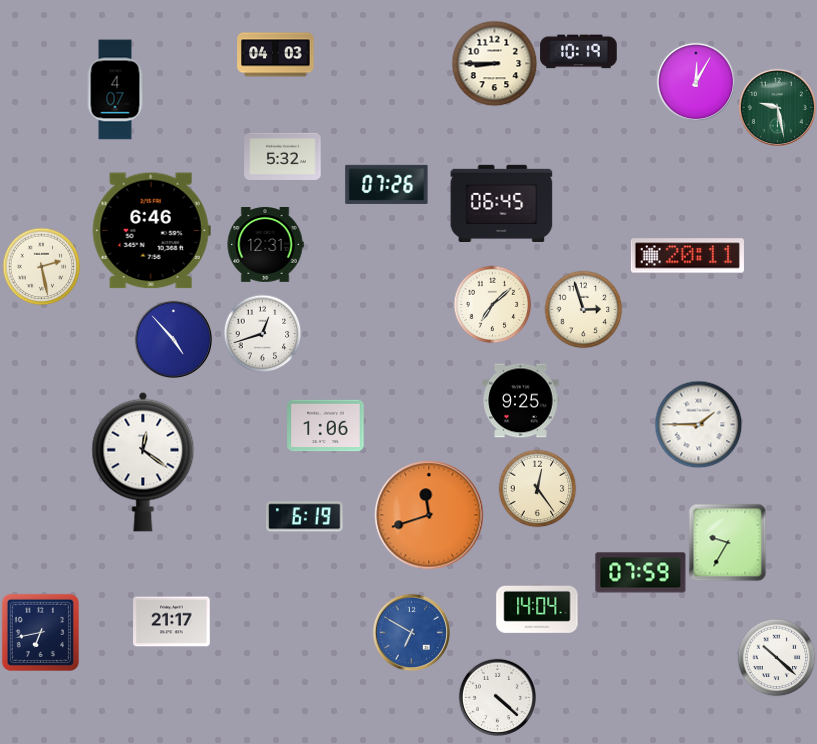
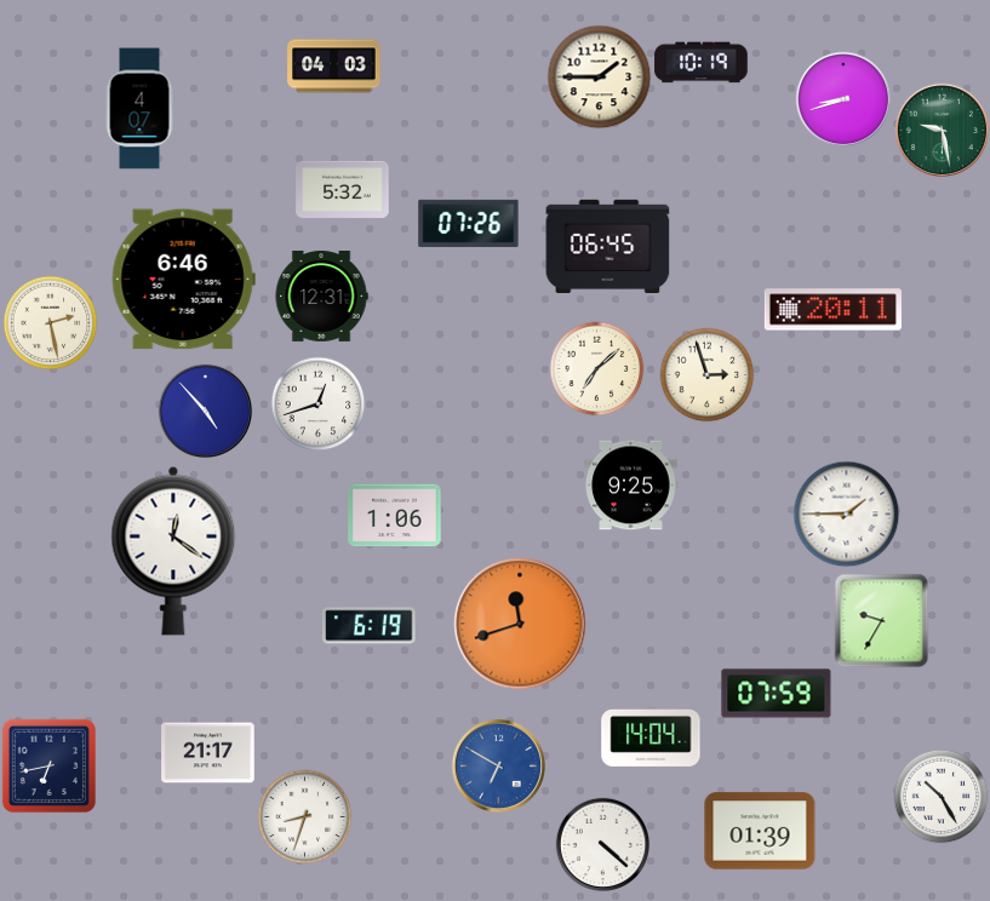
clock at (494, 63): 8:45 -> 1:45
clock at (695, 81): 12:05 -> 8:42
clock at (173, 339) position: (173, 339) -> (205, 411)
clock at (143, 462) position: (143, 462) -> (173, 551)
clock at (537, 488): 12:24 -> none
clock at (727, 542) position: (727, 542) -> (881, 620)
clock at (776, 657): 10:22 -> 10:25
clock at (304, 816): none -> 8:33
clock at (760, 831): none -> 01:39
